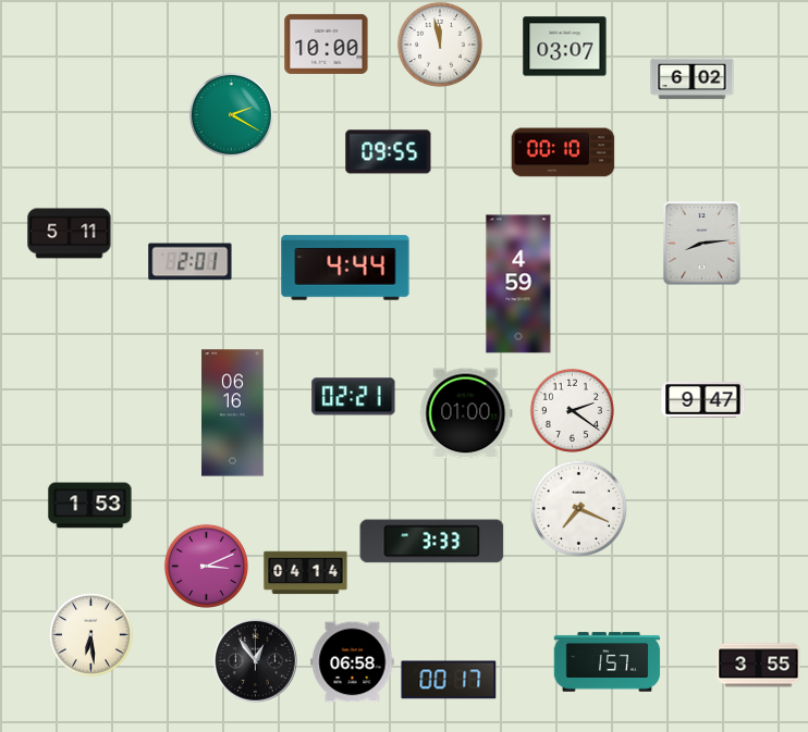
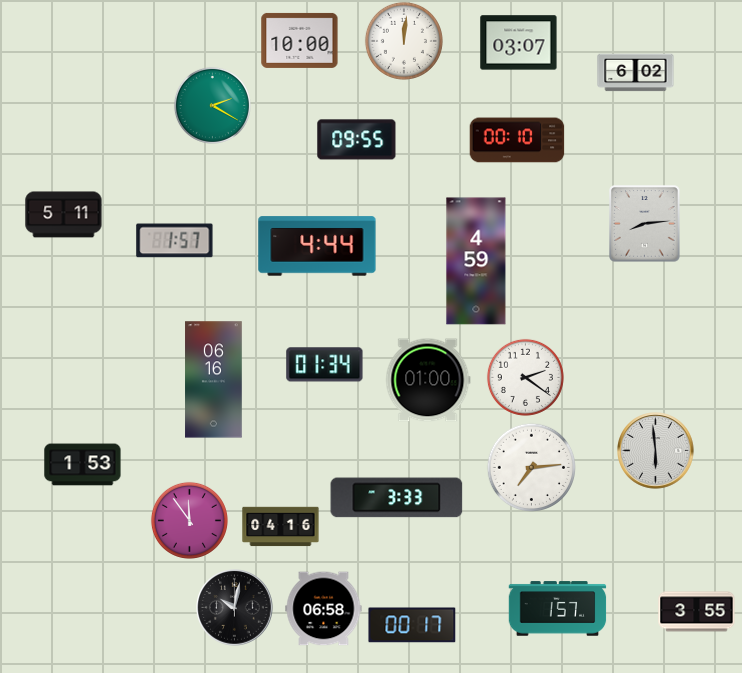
clock at (440, 45): 11:58 -> 12:01
clock at (191, 262): 2:01 -> 1:57
clock at (354, 397): 02:21 -> 01:34
clock at (703, 400): 9:47 -> none
clock at (656, 451): none -> 5:59
clock at (578, 508): 7:19 -> 7:14
clock at (206, 566): 3:11 -> 11:54
clock at (306, 573): 04:14 -> 04:16
clock at (90, 634): 6:29 -> none
clock at (256, 661): 12:54 -> 10:02
